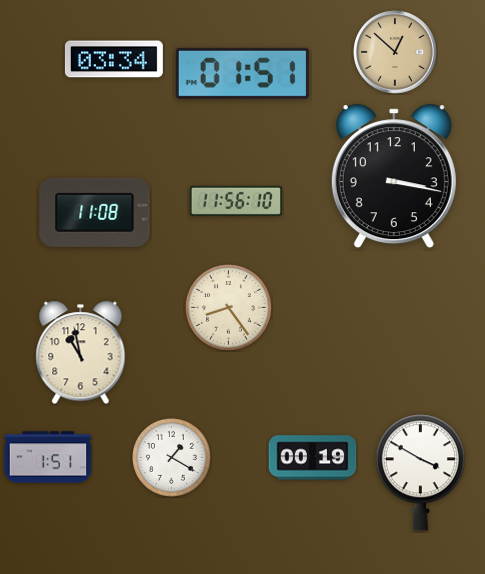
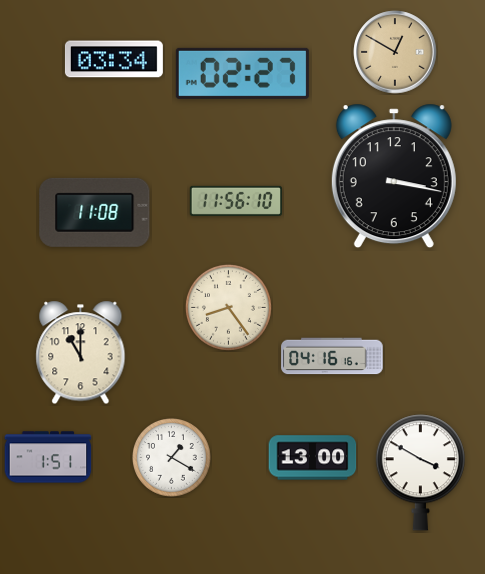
clock at (395, 52): 12:52 -> 12:50
clock at (242, 73): 01:51 -> 02:27
clock at (81, 353): 10:58 -> 11:00
clock at (332, 356): none -> 04:16
clock at (313, 458): 00:19 -> 13:00
